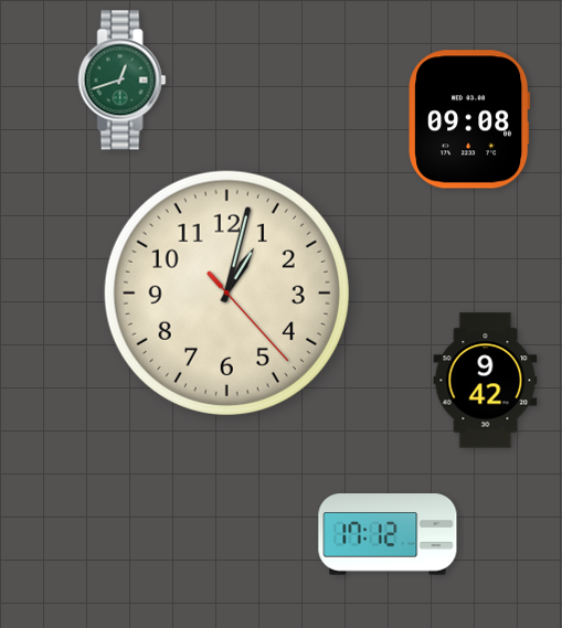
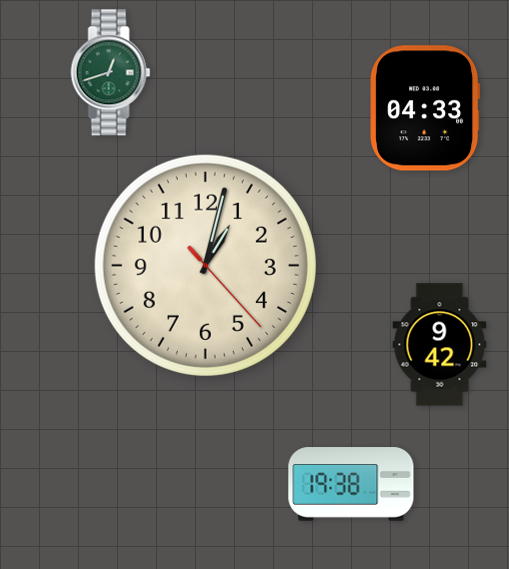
clock at (469, 119): 09:08 -> 04:33
clock at (388, 534): 17:12 -> 19:38
